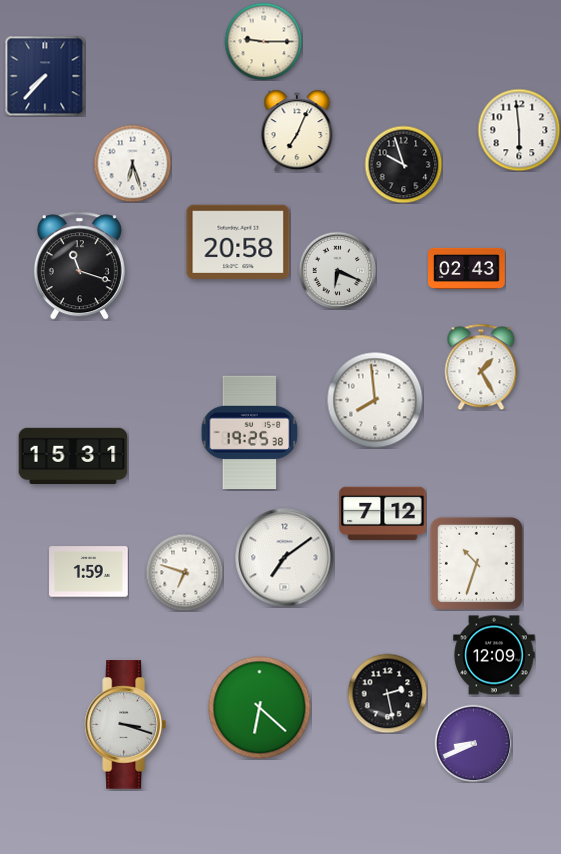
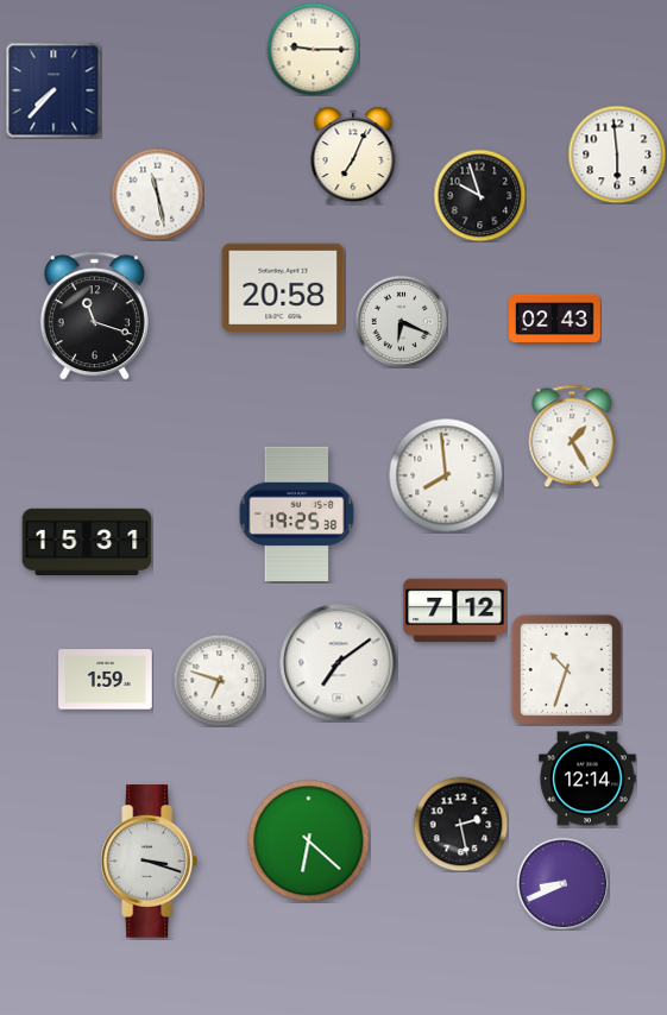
clock at (132, 163): 6:27 -> 11:28
clock at (494, 655): 12:09 -> 12:14
